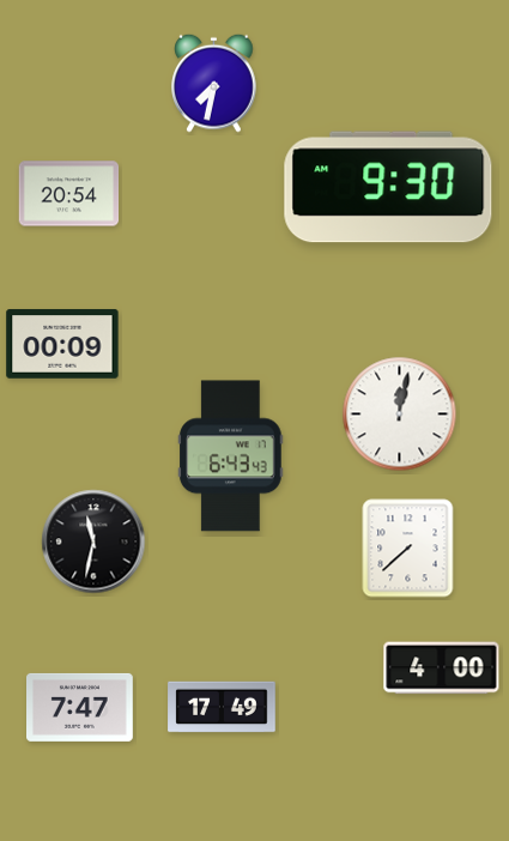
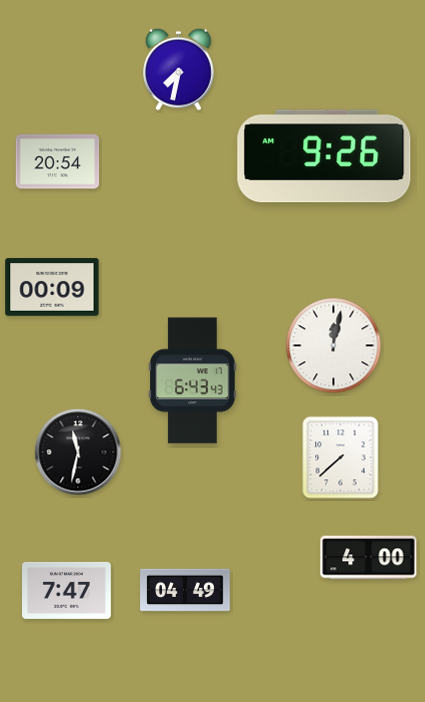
clock at (388, 187): 9:30 -> 9:26
clock at (222, 707): 17:49 -> 04:49
